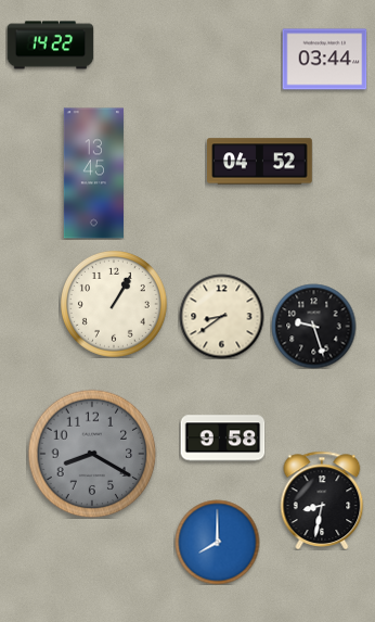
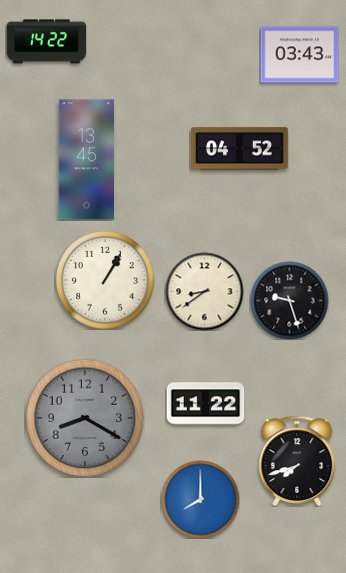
clock at (324, 60): 03:44 -> 03:43
clock at (222, 439): 9:58 -> 11:22
clock at (322, 499): 8:32 -> 7:42
